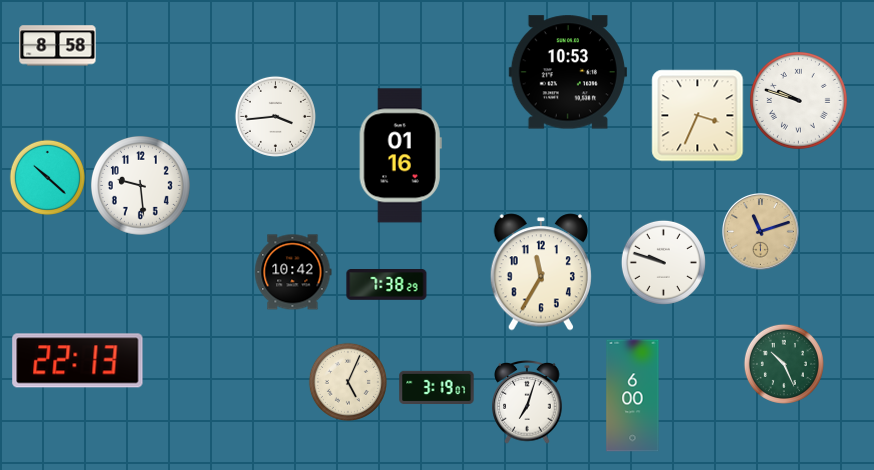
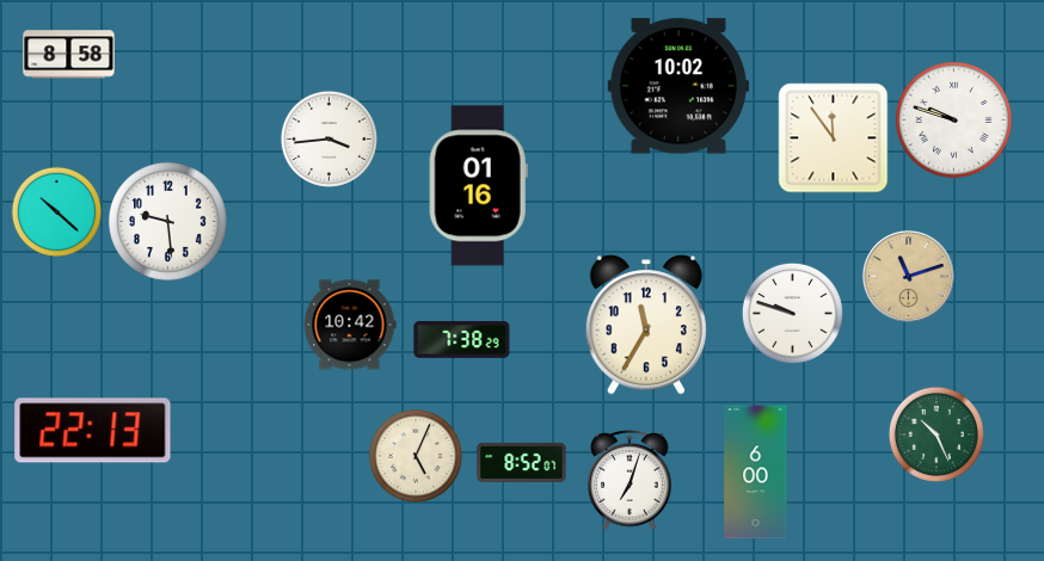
clock at (568, 72): 10:53 -> 10:02
clock at (698, 116): 3:34 -> 11:54
clock at (437, 387): 3:19 -> 8:52
